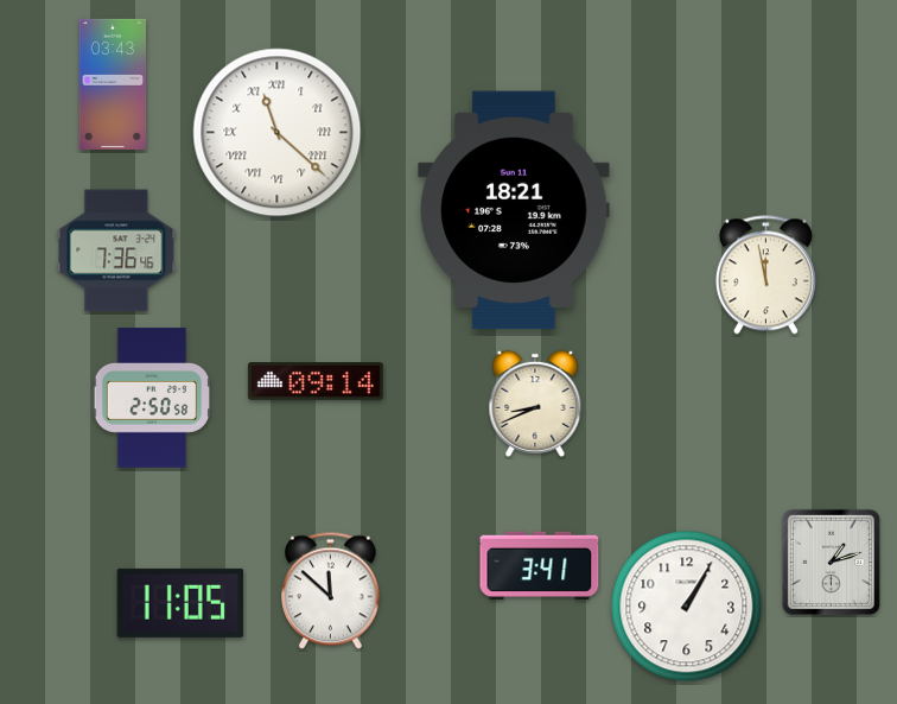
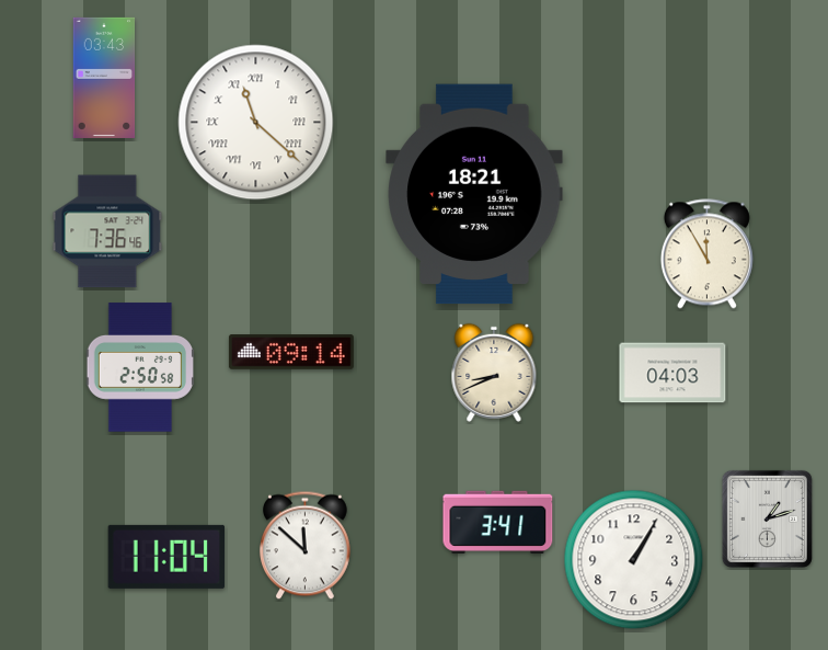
clock at (765, 275): 11:58 -> 11:55
clock at (672, 373): none -> 04:03
clock at (180, 603): 11:05 -> 11:04
